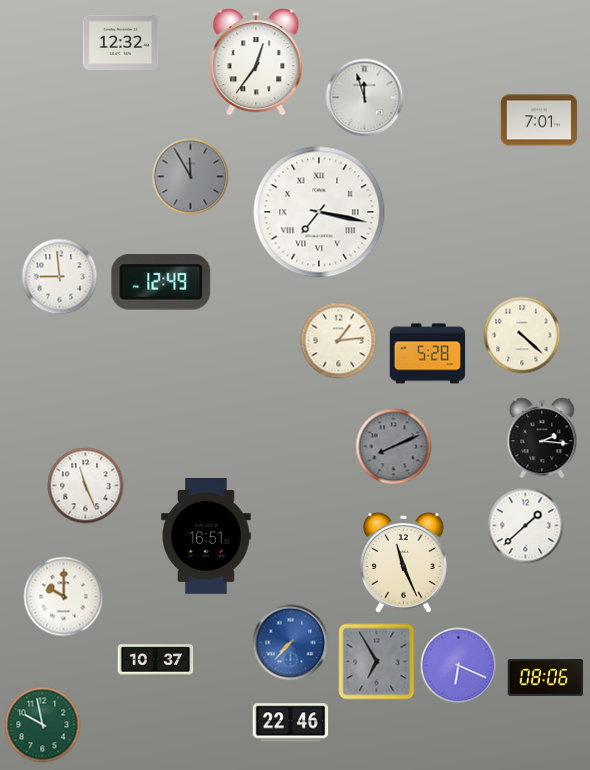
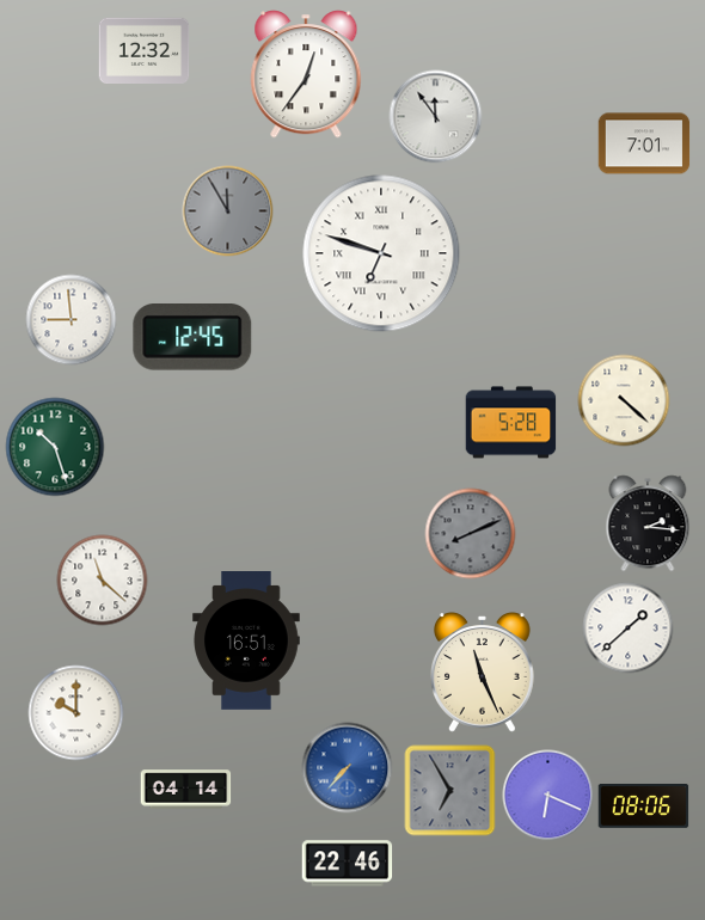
clock at (365, 98): 11:57 -> 11:54
clock at (319, 212): 7:17 -> 6:48
clock at (60, 277) position: (60, 277) -> (72, 320)
clock at (161, 283): 12:49 -> 12:45
clock at (339, 341): 1:14 -> none
clock at (55, 447): none -> 10:27
clock at (86, 486): 11:26 -> 11:22
clock at (156, 661): 10:37 -> 04:14
clock at (546, 678) position: (546, 678) -> (644, 806)
clock at (43, 725): 9:58 -> none
